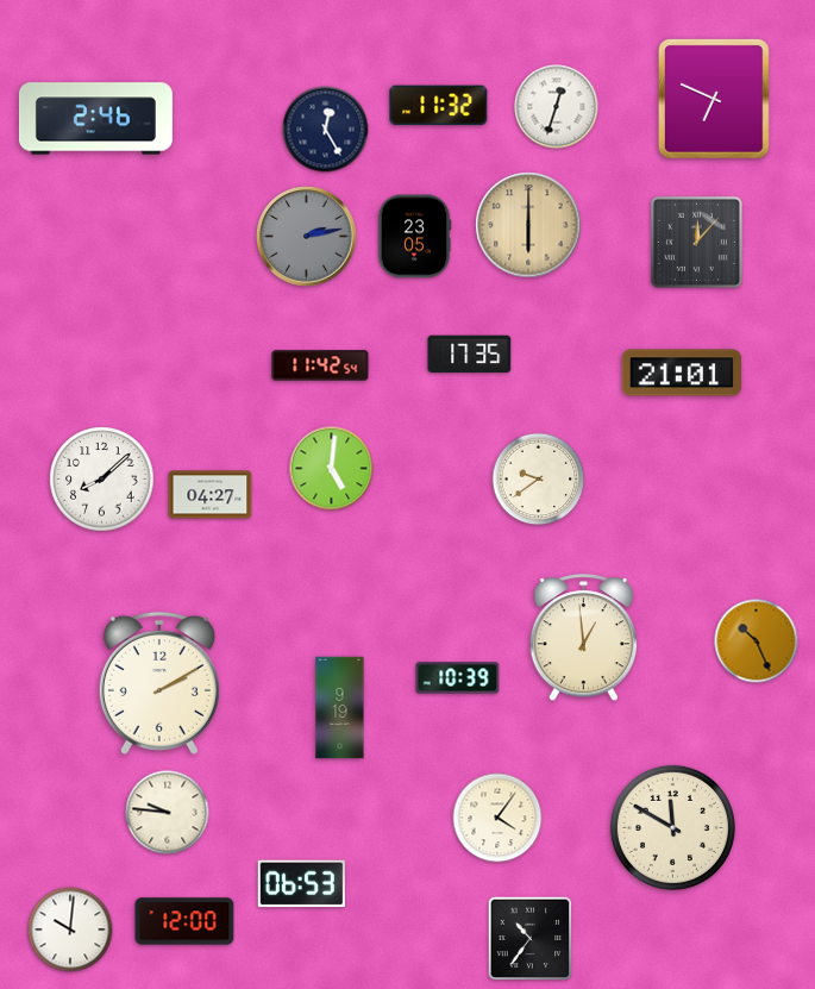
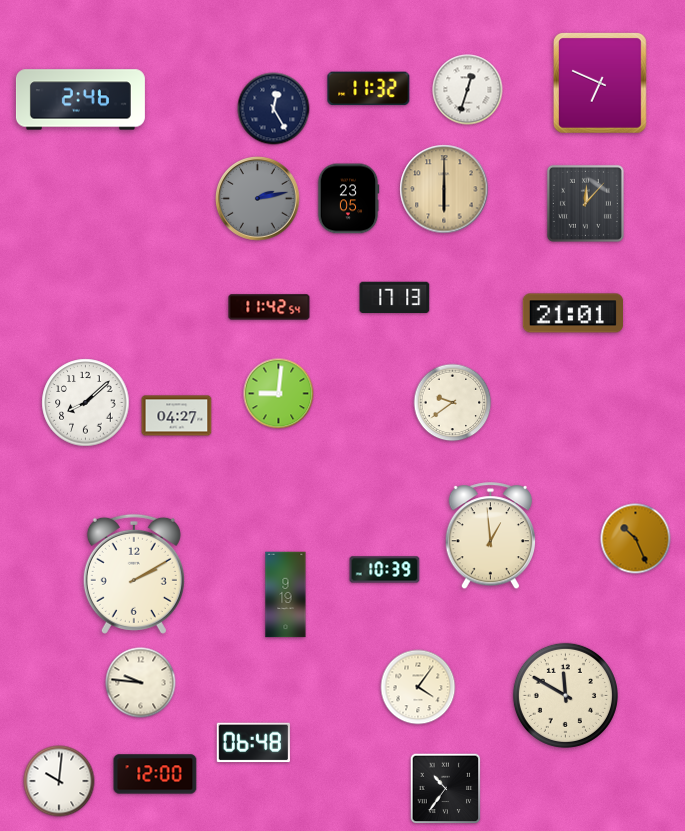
clock at (470, 353): 17:35 -> 17:13
clock at (332, 469): 5:01 -> 9:01
clock at (301, 884): 06:53 -> 06:48
